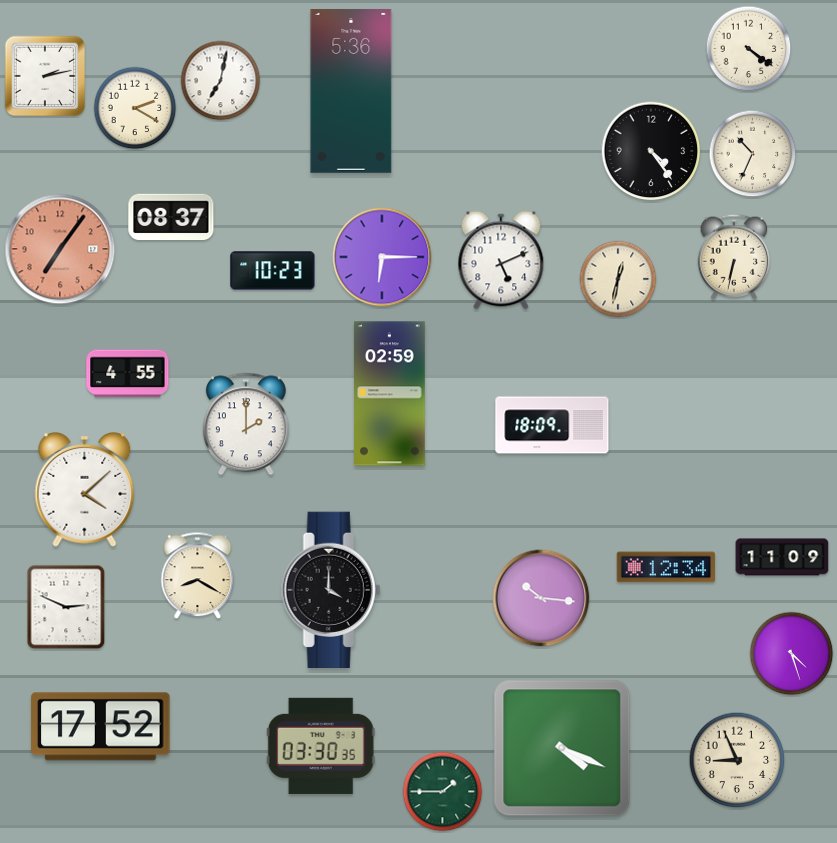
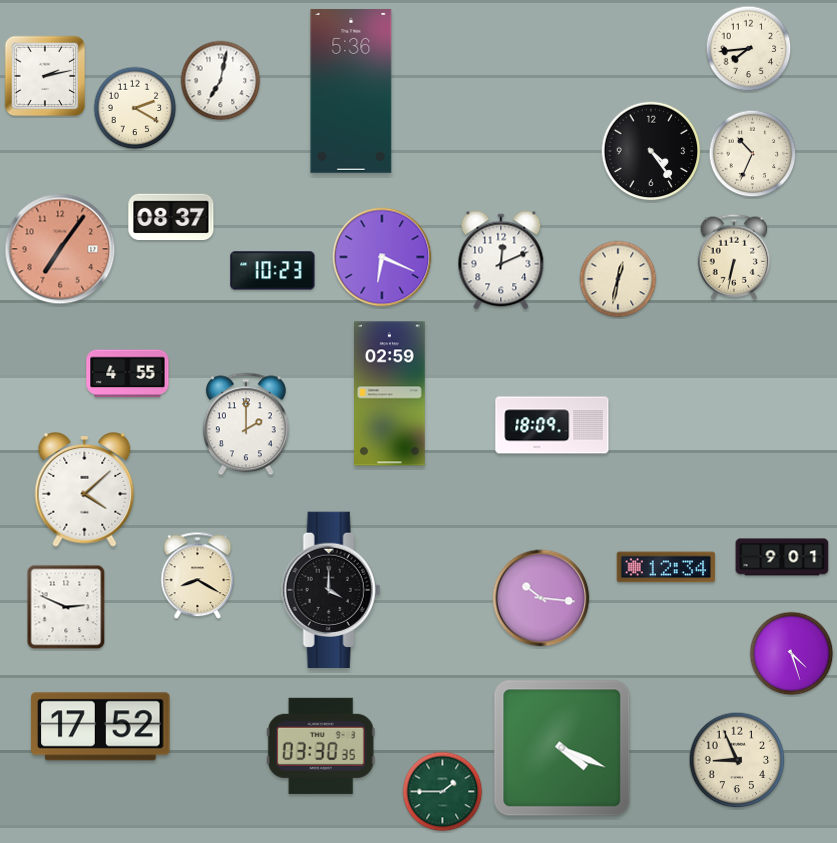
clock at (749, 49): 4:21 -> 7:44
clock at (382, 257): 6:15 -> 6:19
clock at (501, 260): 5:11 -> 12:11
clock at (782, 557): 11:09 -> 9:01
